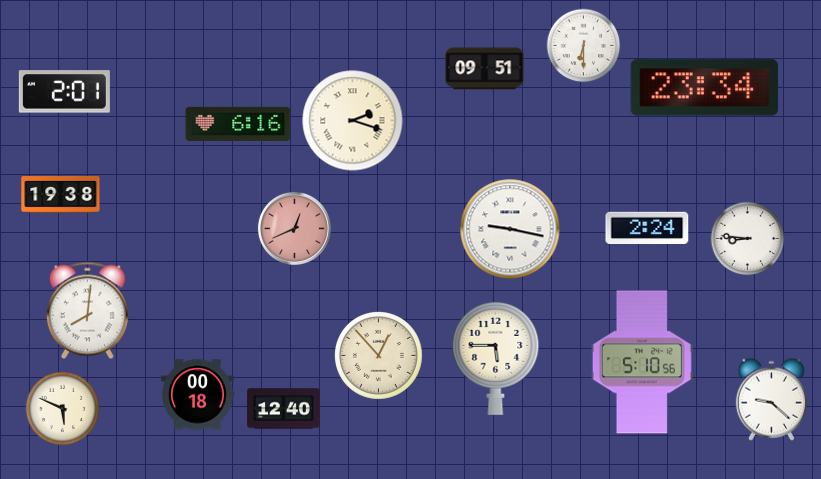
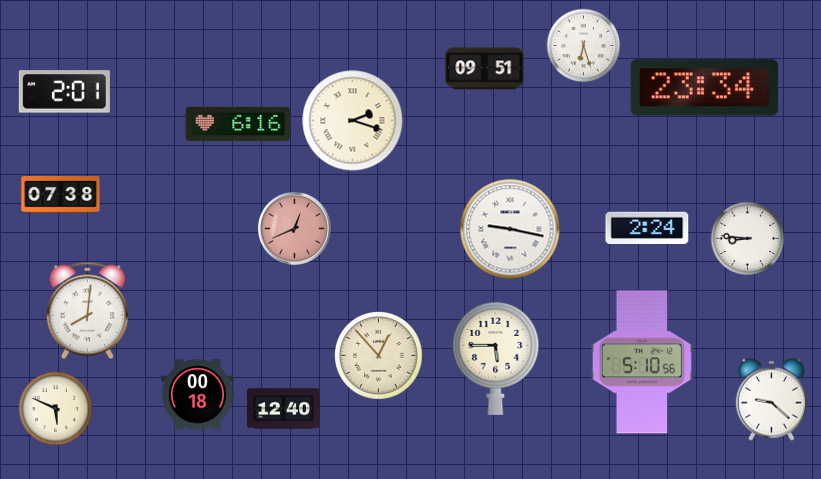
clock at (584, 46): 6:30 -> 6:27
clock at (61, 195): 19:38 -> 07:38
clock at (63, 409) position: (63, 409) -> (56, 409)
